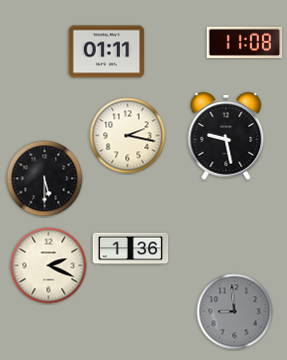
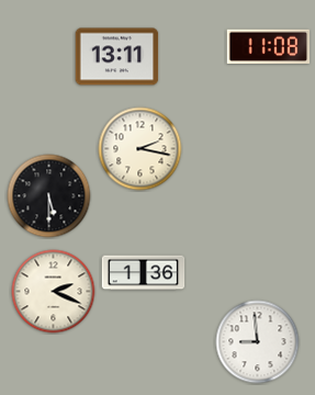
clock at (107, 52): 01:11 -> 13:11
clock at (226, 136): 9:28 -> none
clock at (235, 312) dial: grey -> white
